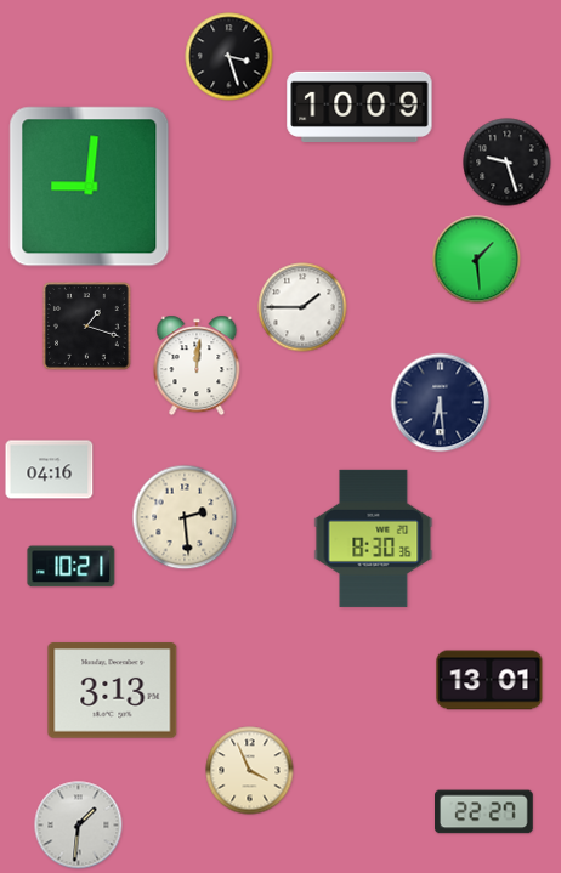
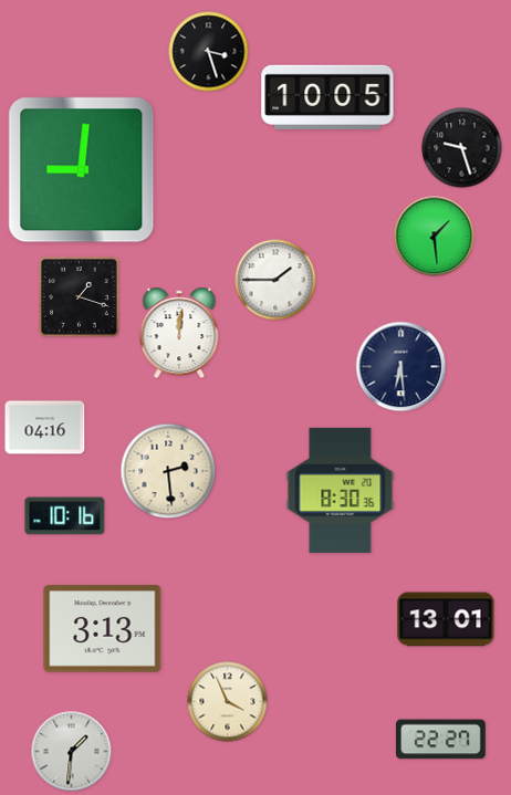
clock at (359, 106): 10:09 -> 10:05
clock at (72, 567): 10:21 -> 10:16
